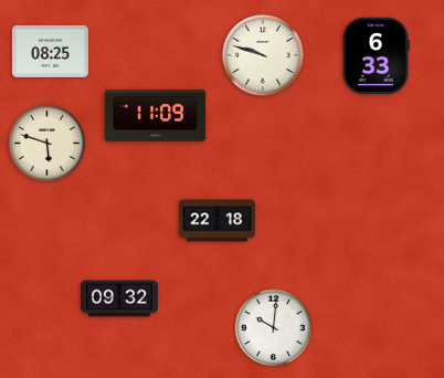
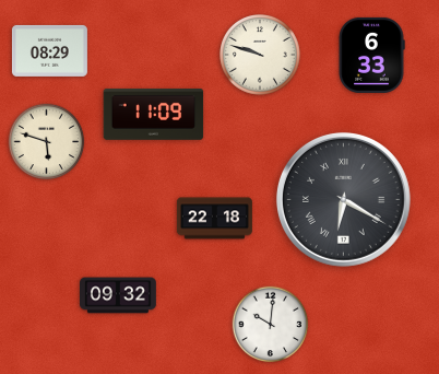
clock at (50, 51): 08:25 -> 08:29
clock at (343, 199): none -> 6:20
